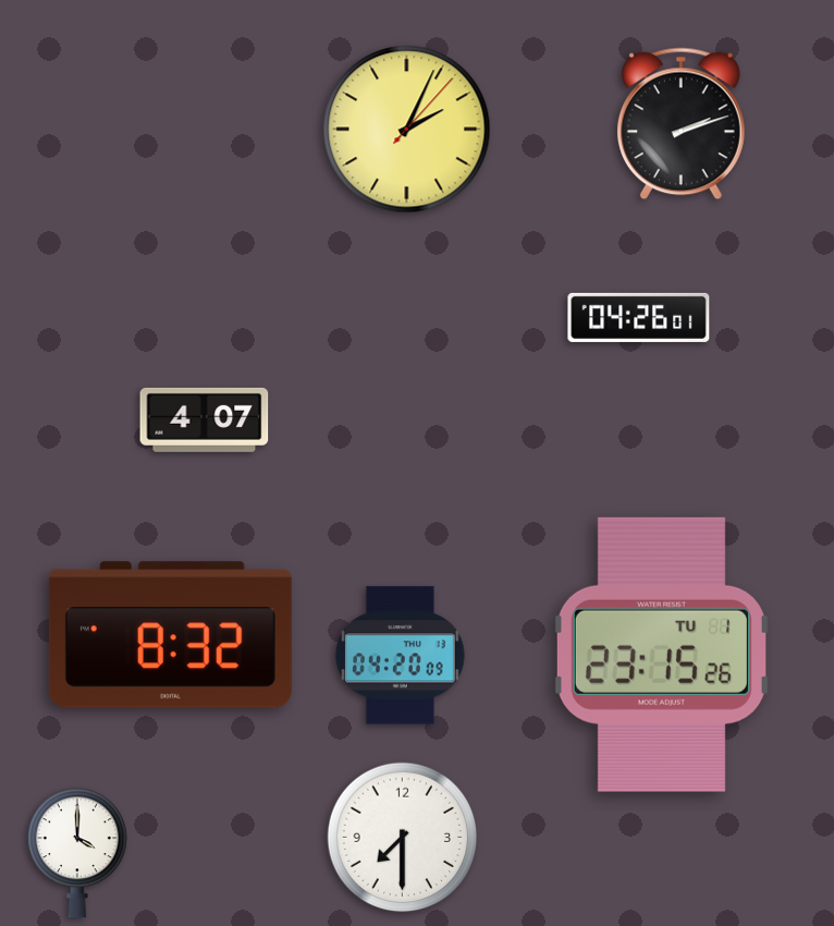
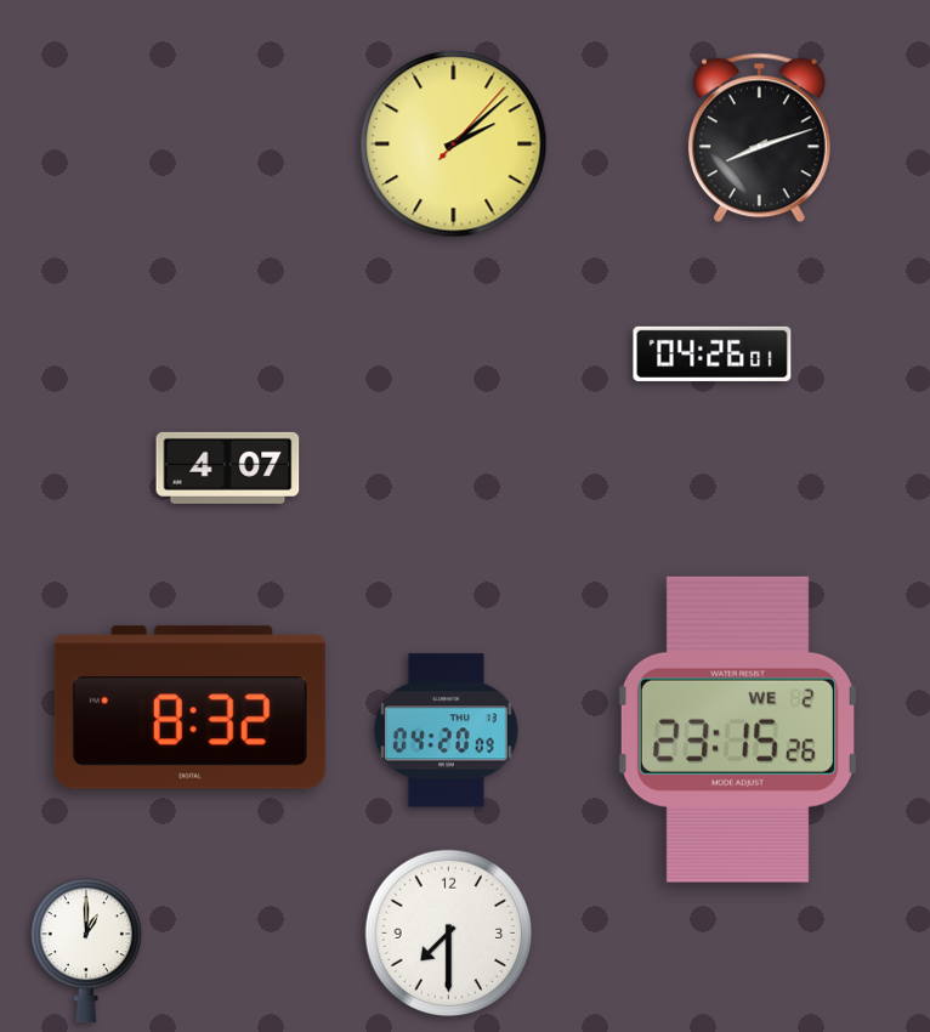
clock at (680, 124): 2:12 -> 8:12
clock at (407, 130): 2:04 -> 2:08
clock at (661, 655) date: TU 1 -> WE 2
clock at (77, 853): 4:00 -> 1:00
